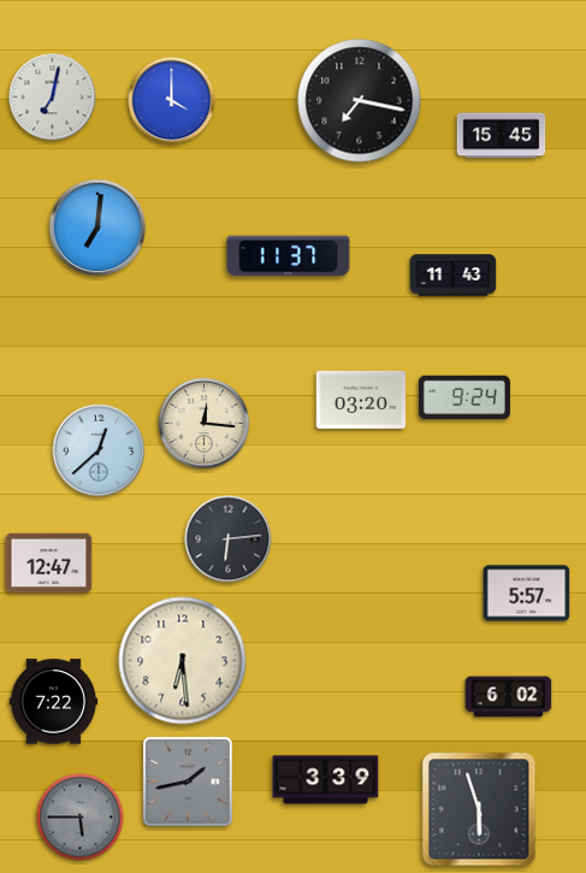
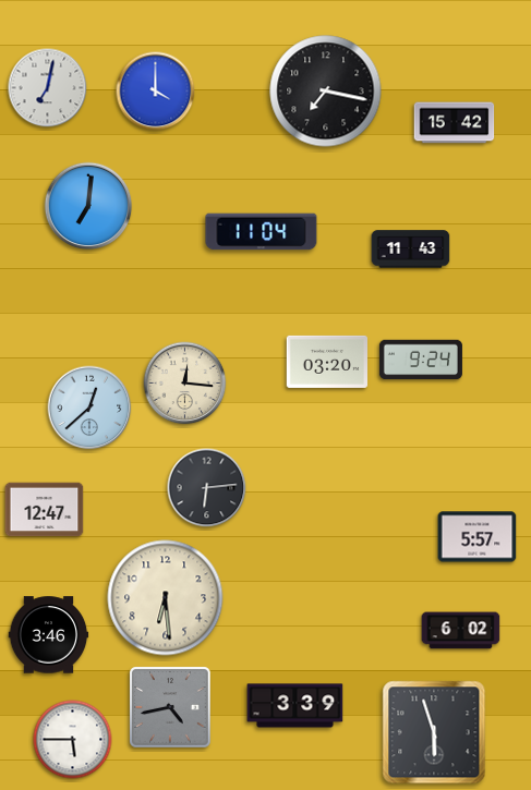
clock at (502, 136): 15:45 -> 15:42
clock at (289, 256): 11:37 -> 11:04
clock at (54, 702): 7:22 -> 3:46
clock at (188, 781): 1:43 -> 4:43
clock at (81, 818) dial: grey -> white
